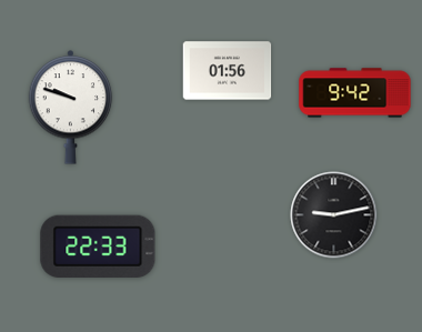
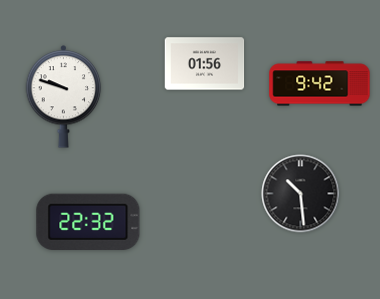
clock at (334, 215): 9:13 -> 10:29
clock at (98, 245): 22:33 -> 22:32
